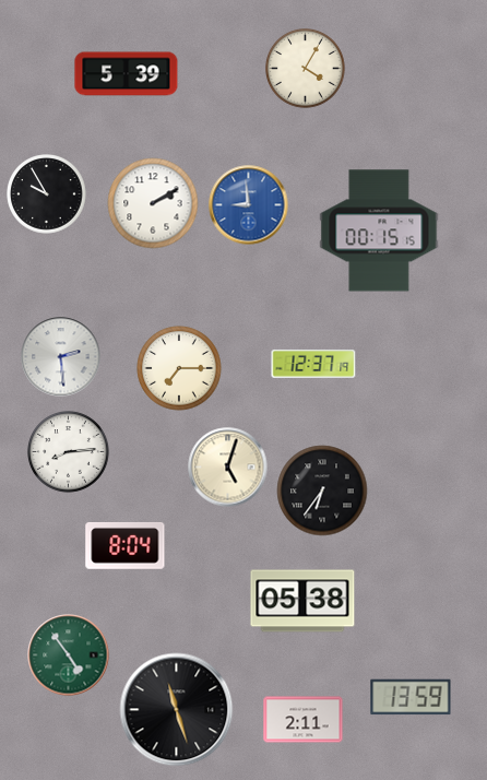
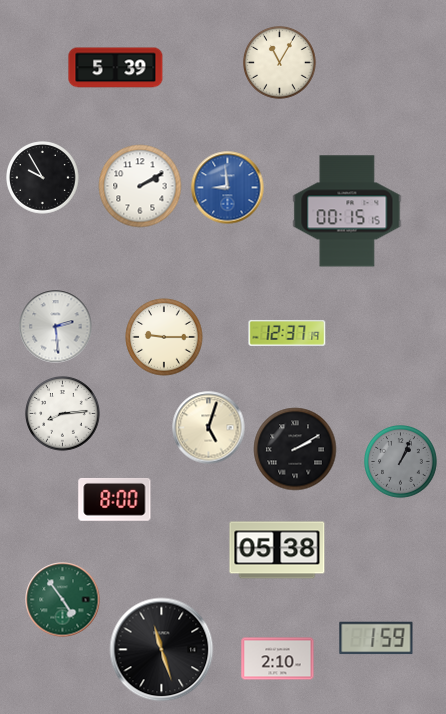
clock at (306, 69): 4:05 -> 11:05
clock at (179, 368): 7:15 -> 9:15
clock at (322, 491): 6:36 -> 2:10
clock at (401, 462): none -> 1:04
clock at (126, 545): 8:04 -> 8:00
clock at (411, 697): 13:59 -> 1:59
clock at (304, 720): 2:11 -> 2:10
